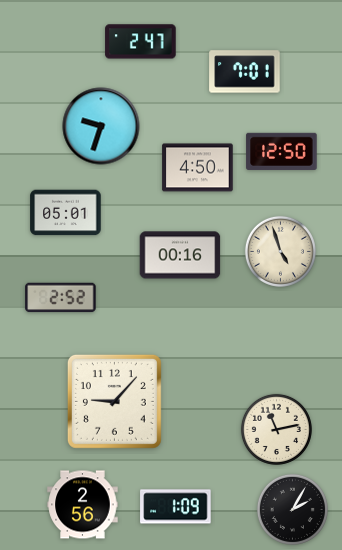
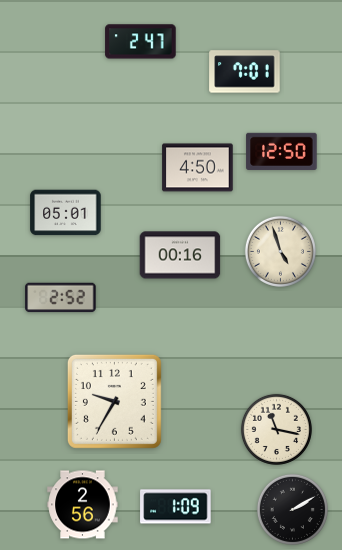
clock at (101, 126): 9:33 -> none
clock at (114, 401): 9:07 -> 9:35
clock at (276, 429): 11:13 -> 11:17
clock at (292, 509): 2:05 -> 2:10
